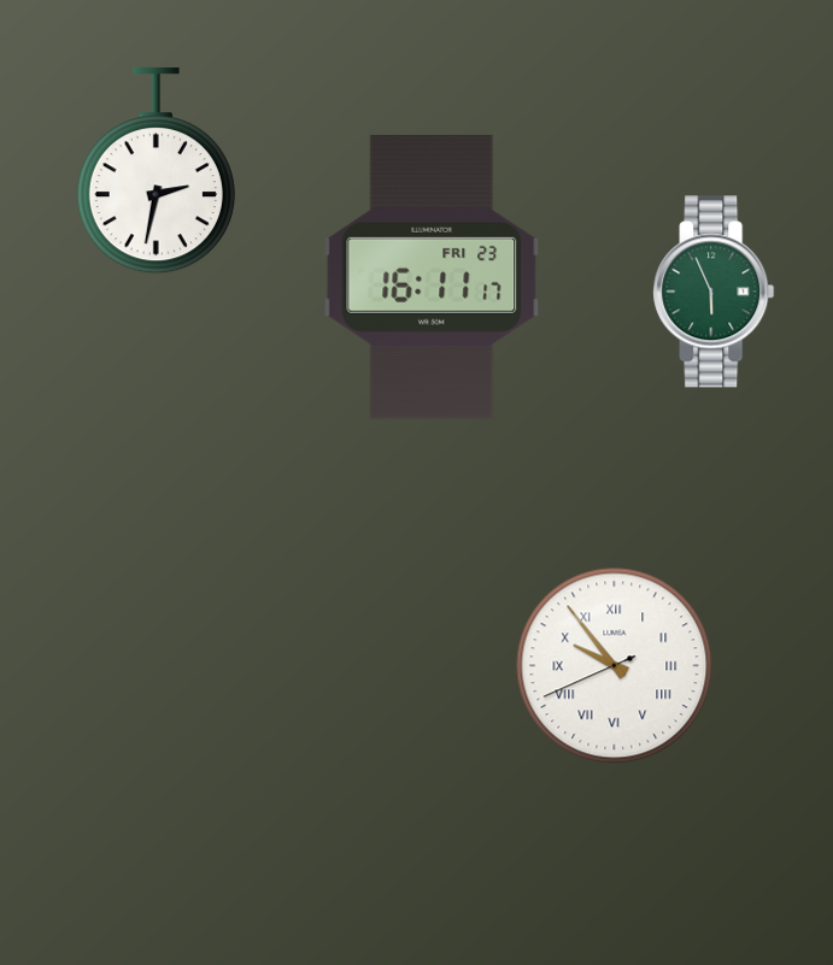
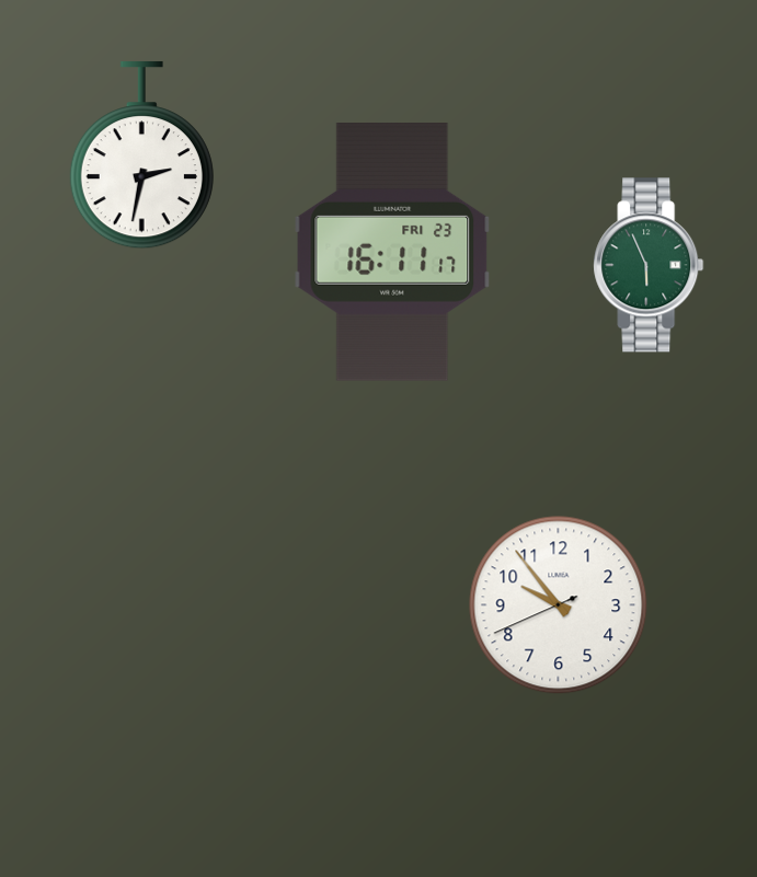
clock at (615, 666) numerals: Roman -> Arabic
